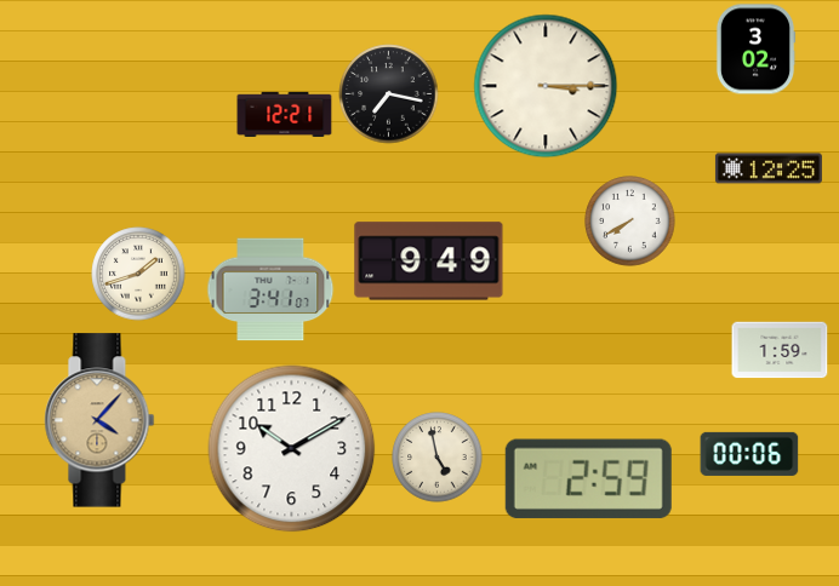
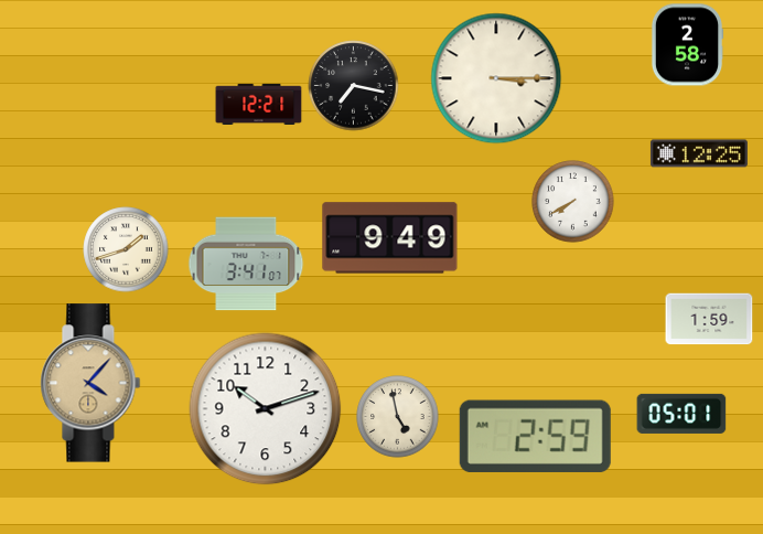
clock at (755, 50): 3:02 -> 2:58
clock at (292, 449): 10:10 -> 10:12
clock at (749, 454): 00:06 -> 05:01
